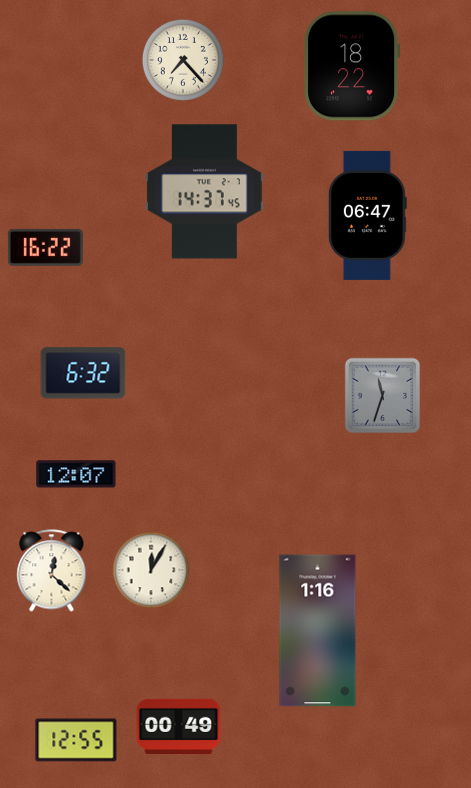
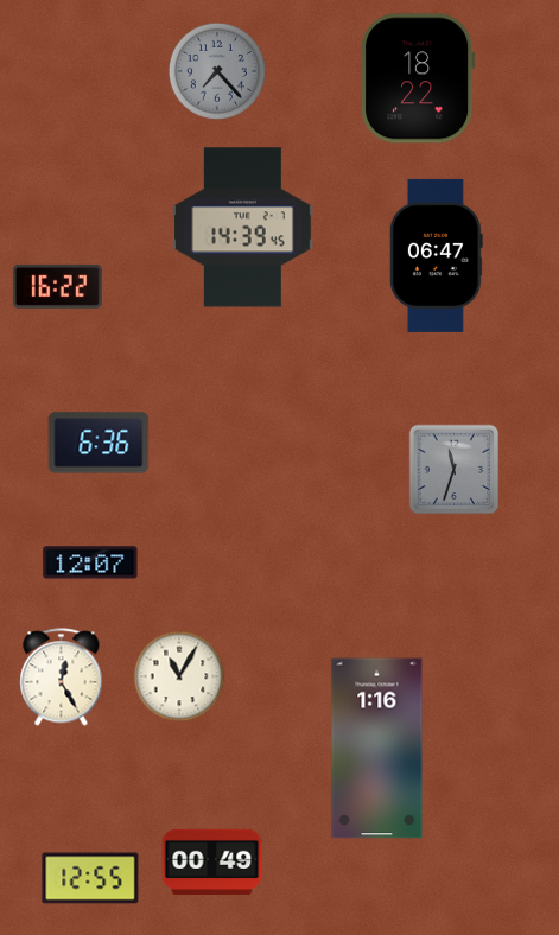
clock at (183, 60) dial: cream -> grey
clock at (205, 192): 14:37 -> 14:39
clock at (45, 247) position: (45, 247) -> (57, 286)
clock at (83, 373): 6:32 -> 6:36
clock at (151, 570): 12:05 -> 11:05
clock at (52, 571): 12:22 -> 12:25
